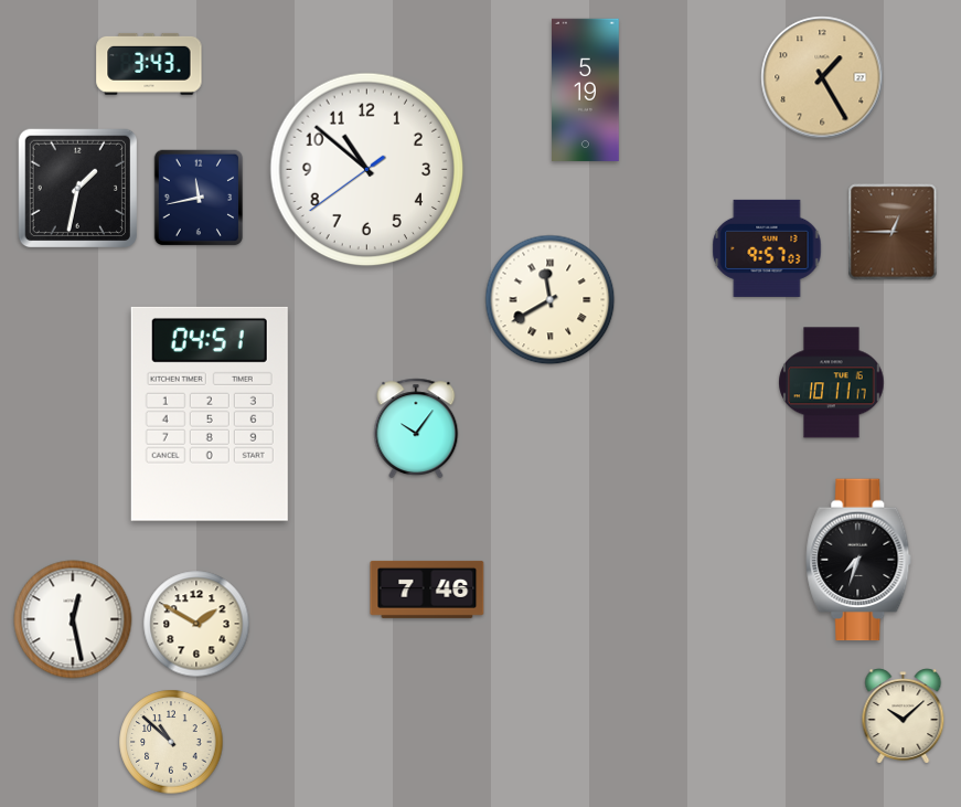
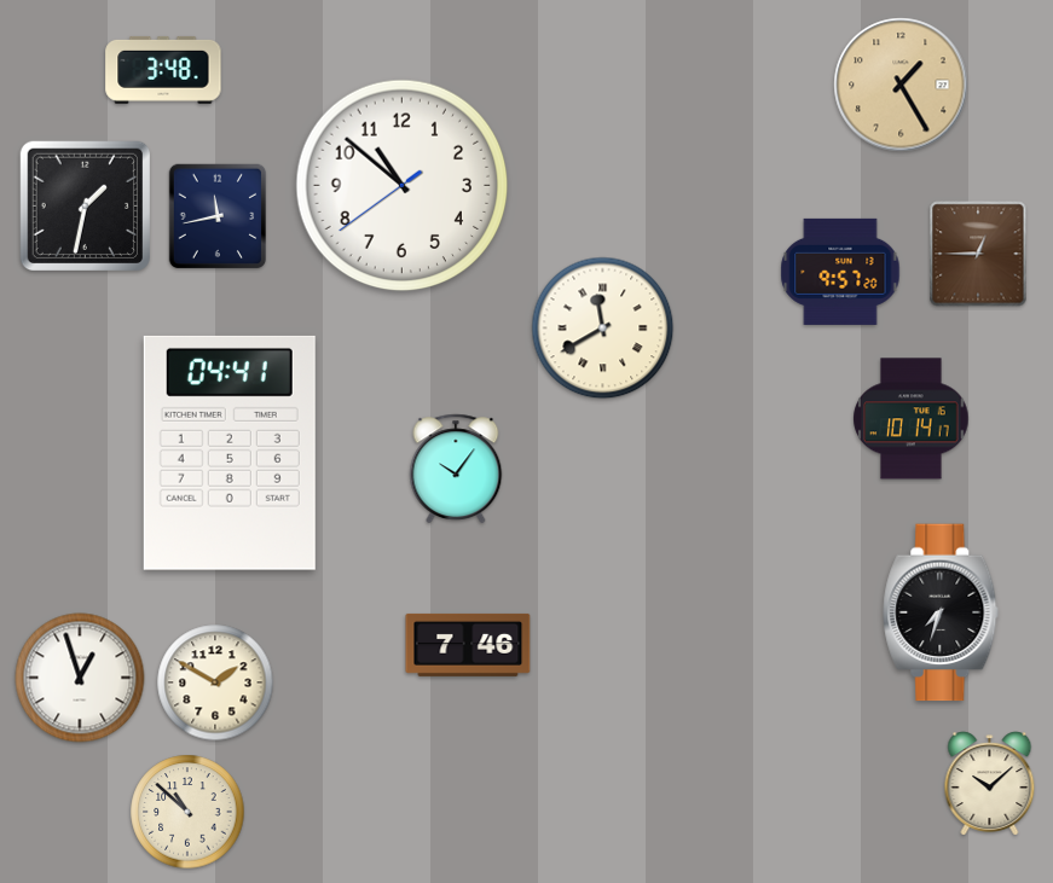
clock at (149, 64): 3:43 -> 3:48
clock at (586, 89): 5:19 -> none
clock at (767, 248): 9:57:03 -> 9:57:20
clock at (832, 383): 10:11 -> 10:14
clock at (210, 414): 04:51 -> 04:41
clock at (73, 619): 12:28 -> 12:57
